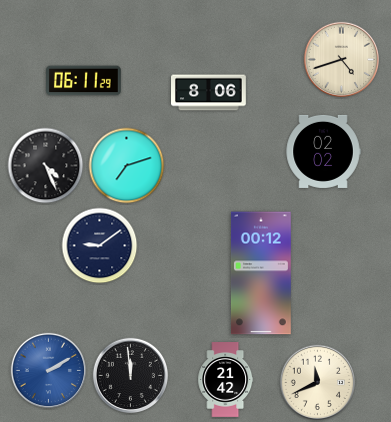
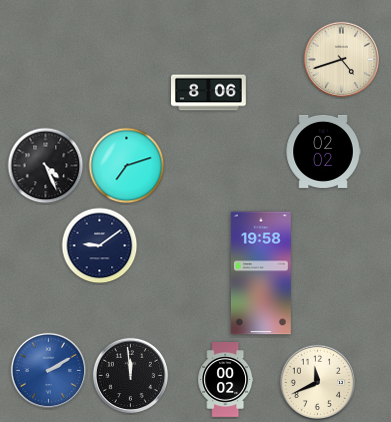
clock at (84, 81): 06:11 -> none
clock at (261, 273): 00:12 -> 19:58
clock at (226, 380): 21:42 -> 00:02
